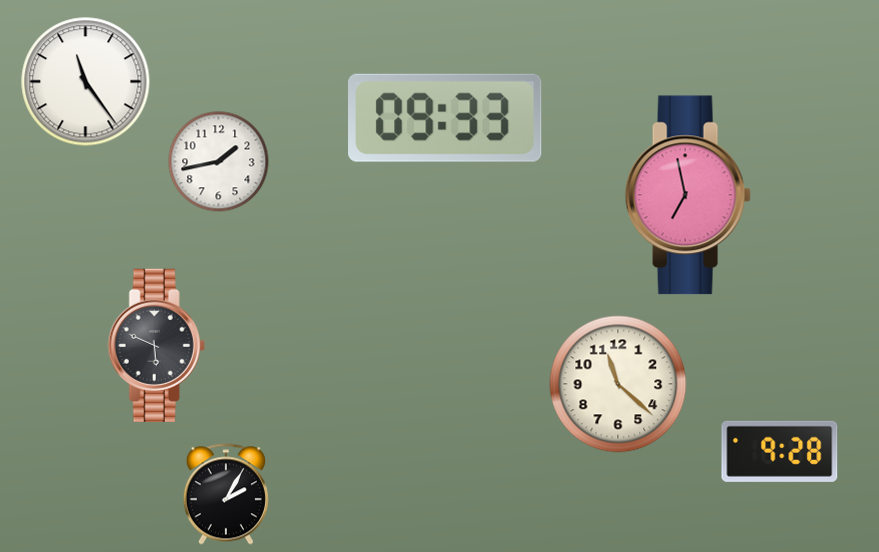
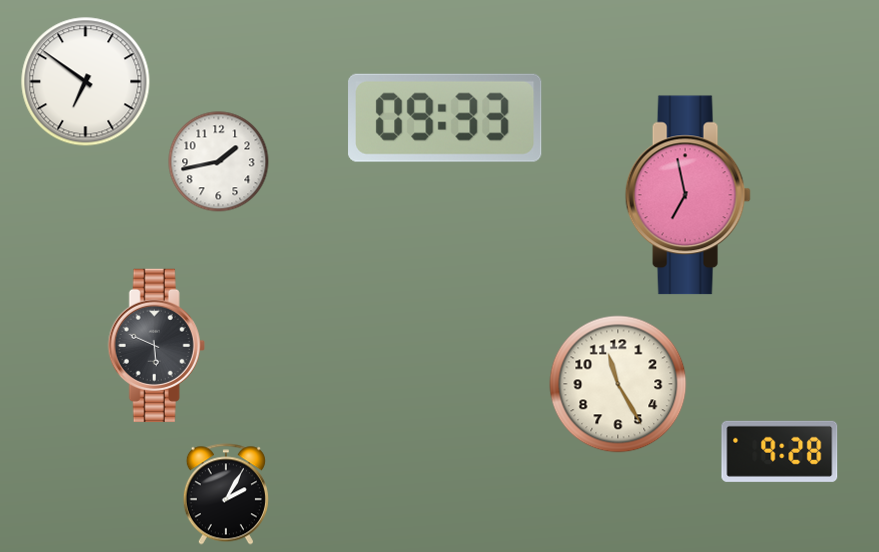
clock at (86, 82): 11:24 -> 6:51
clock at (618, 384): 11:22 -> 11:25
